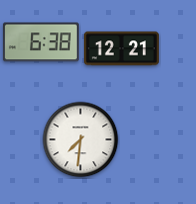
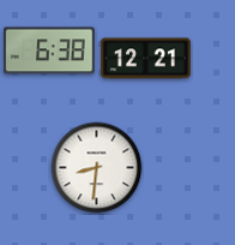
clock at (81, 140): 7:31 -> 8:31
